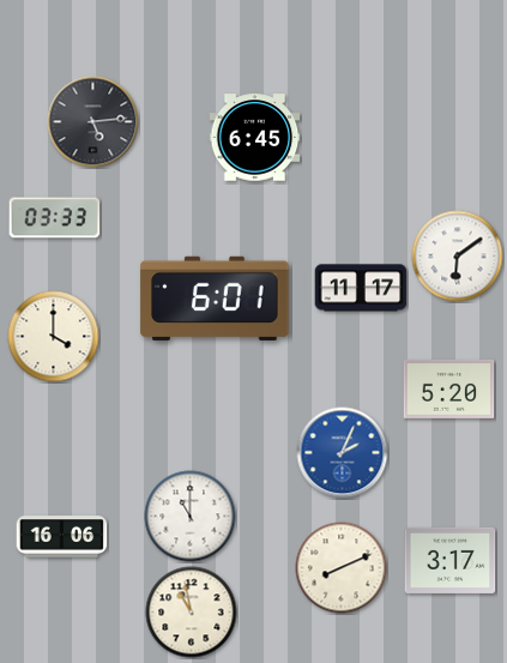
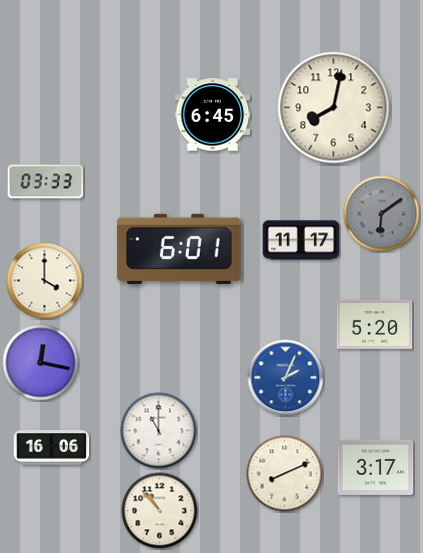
clock at (93, 122): 5:14 -> none
clock at (334, 108): none -> 8:02
clock at (458, 257) dial: white -> grey
clock at (41, 363): none -> 12:17
clock at (192, 613): 10:58 -> 10:53
